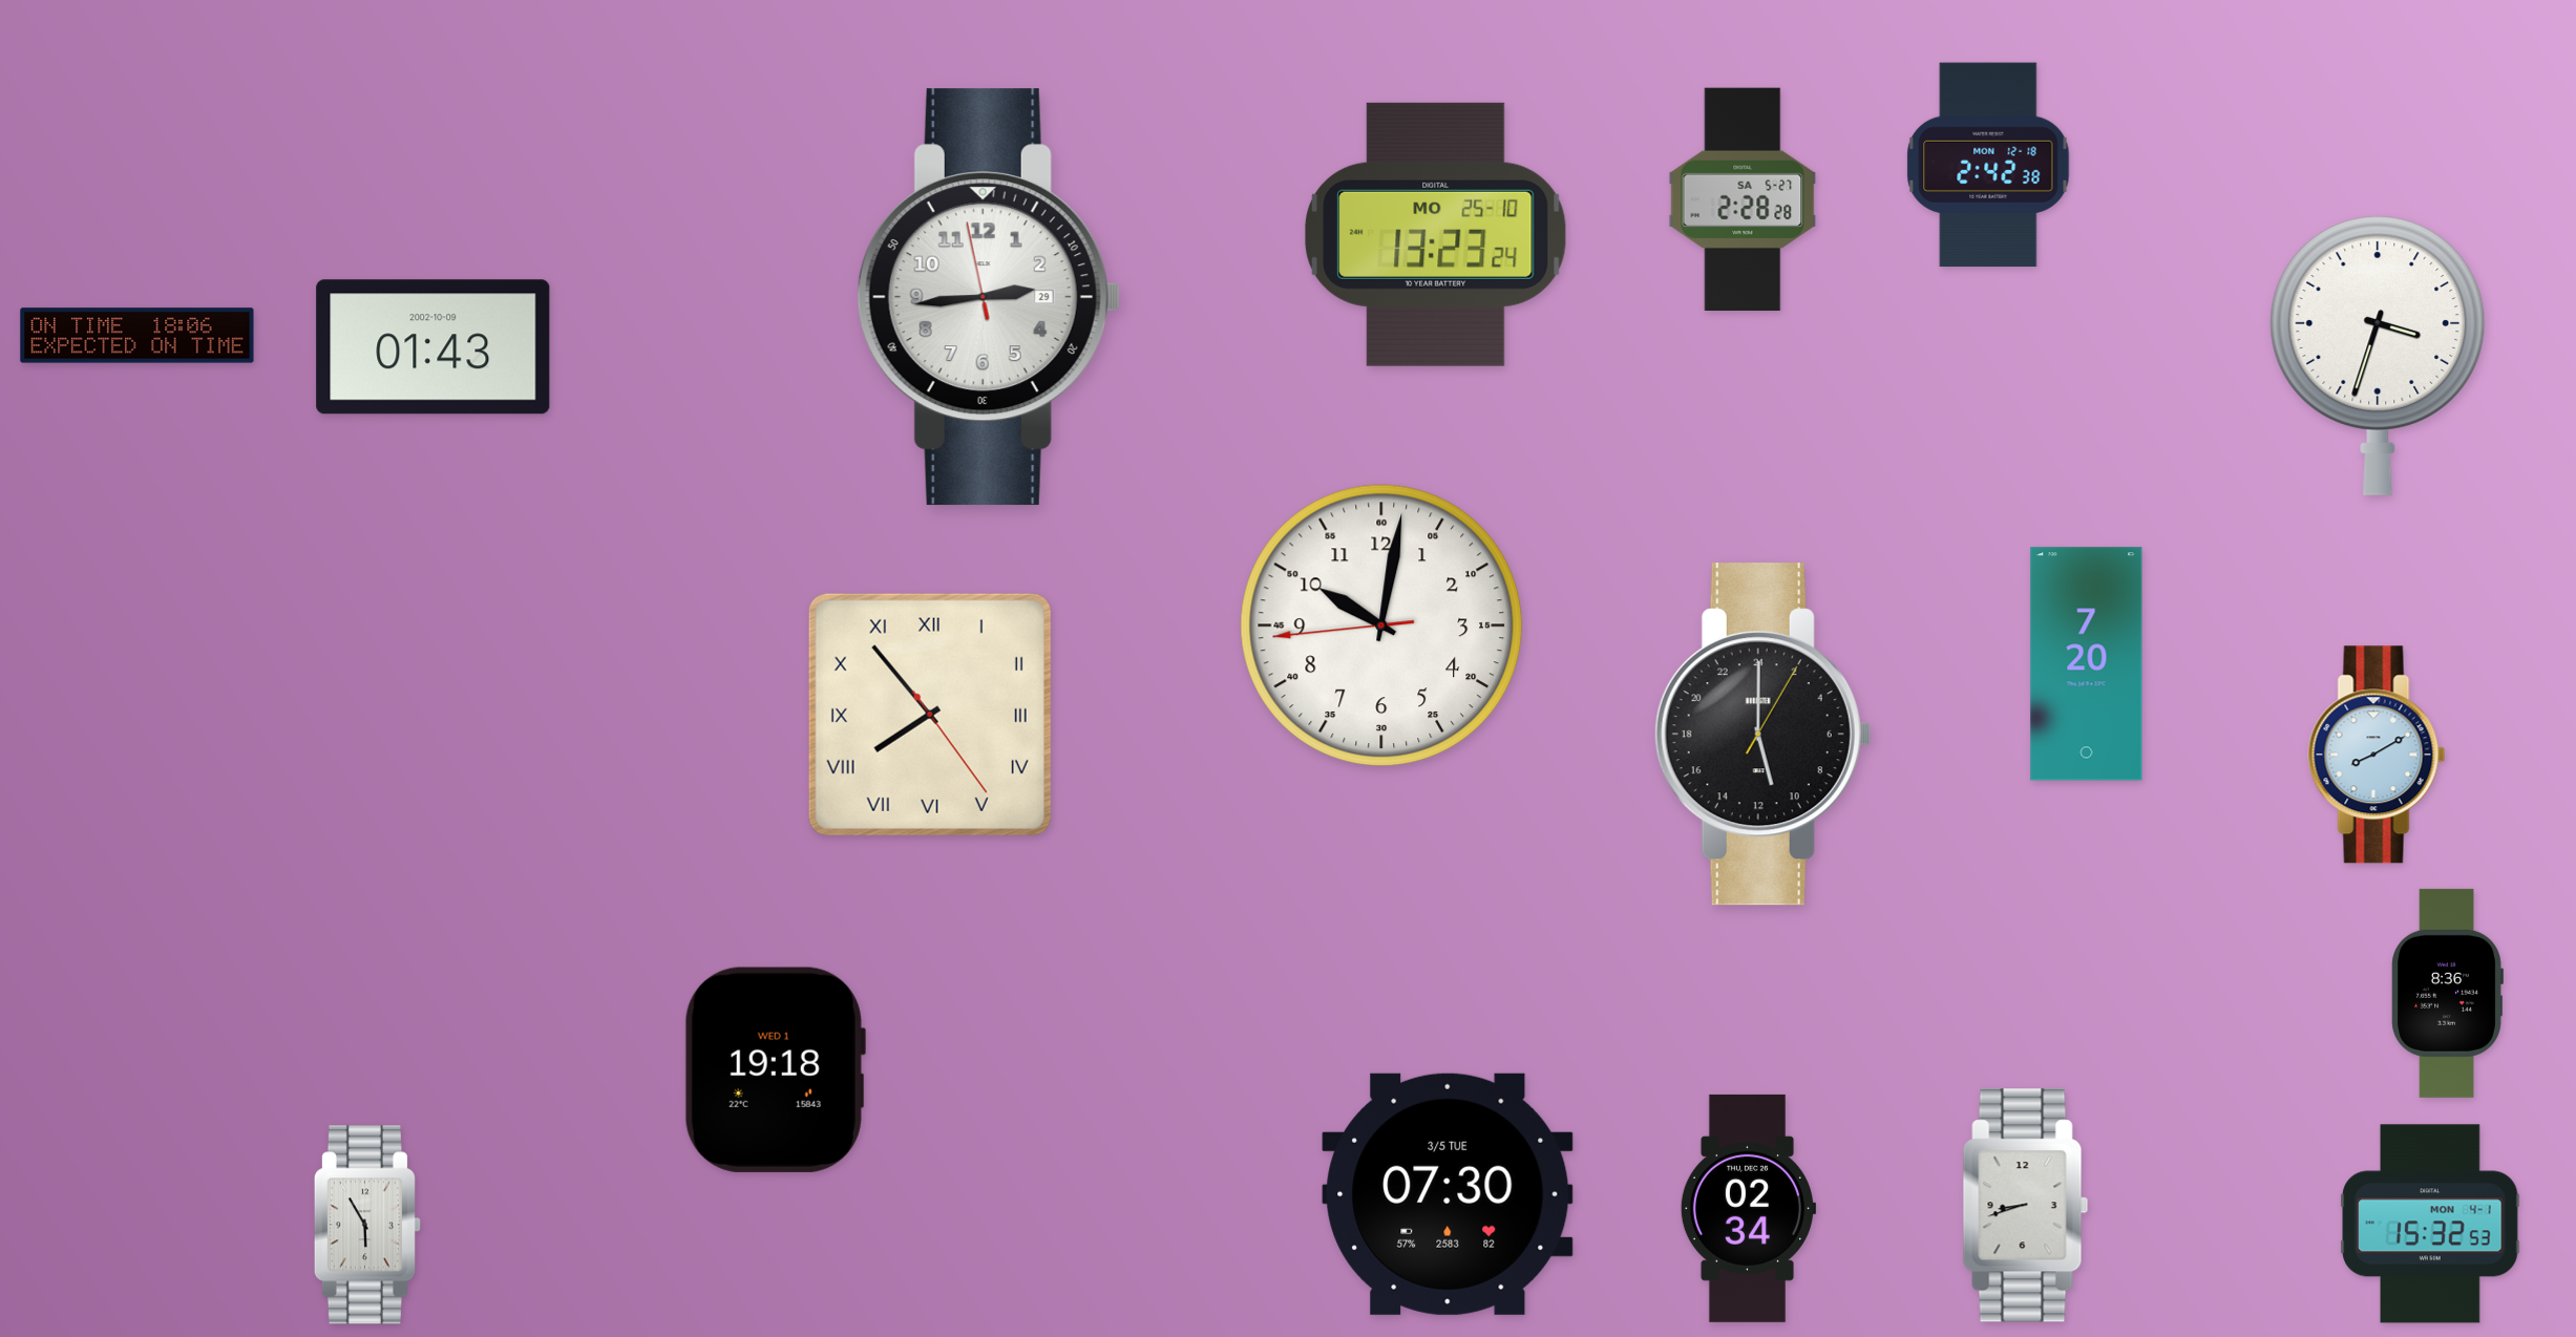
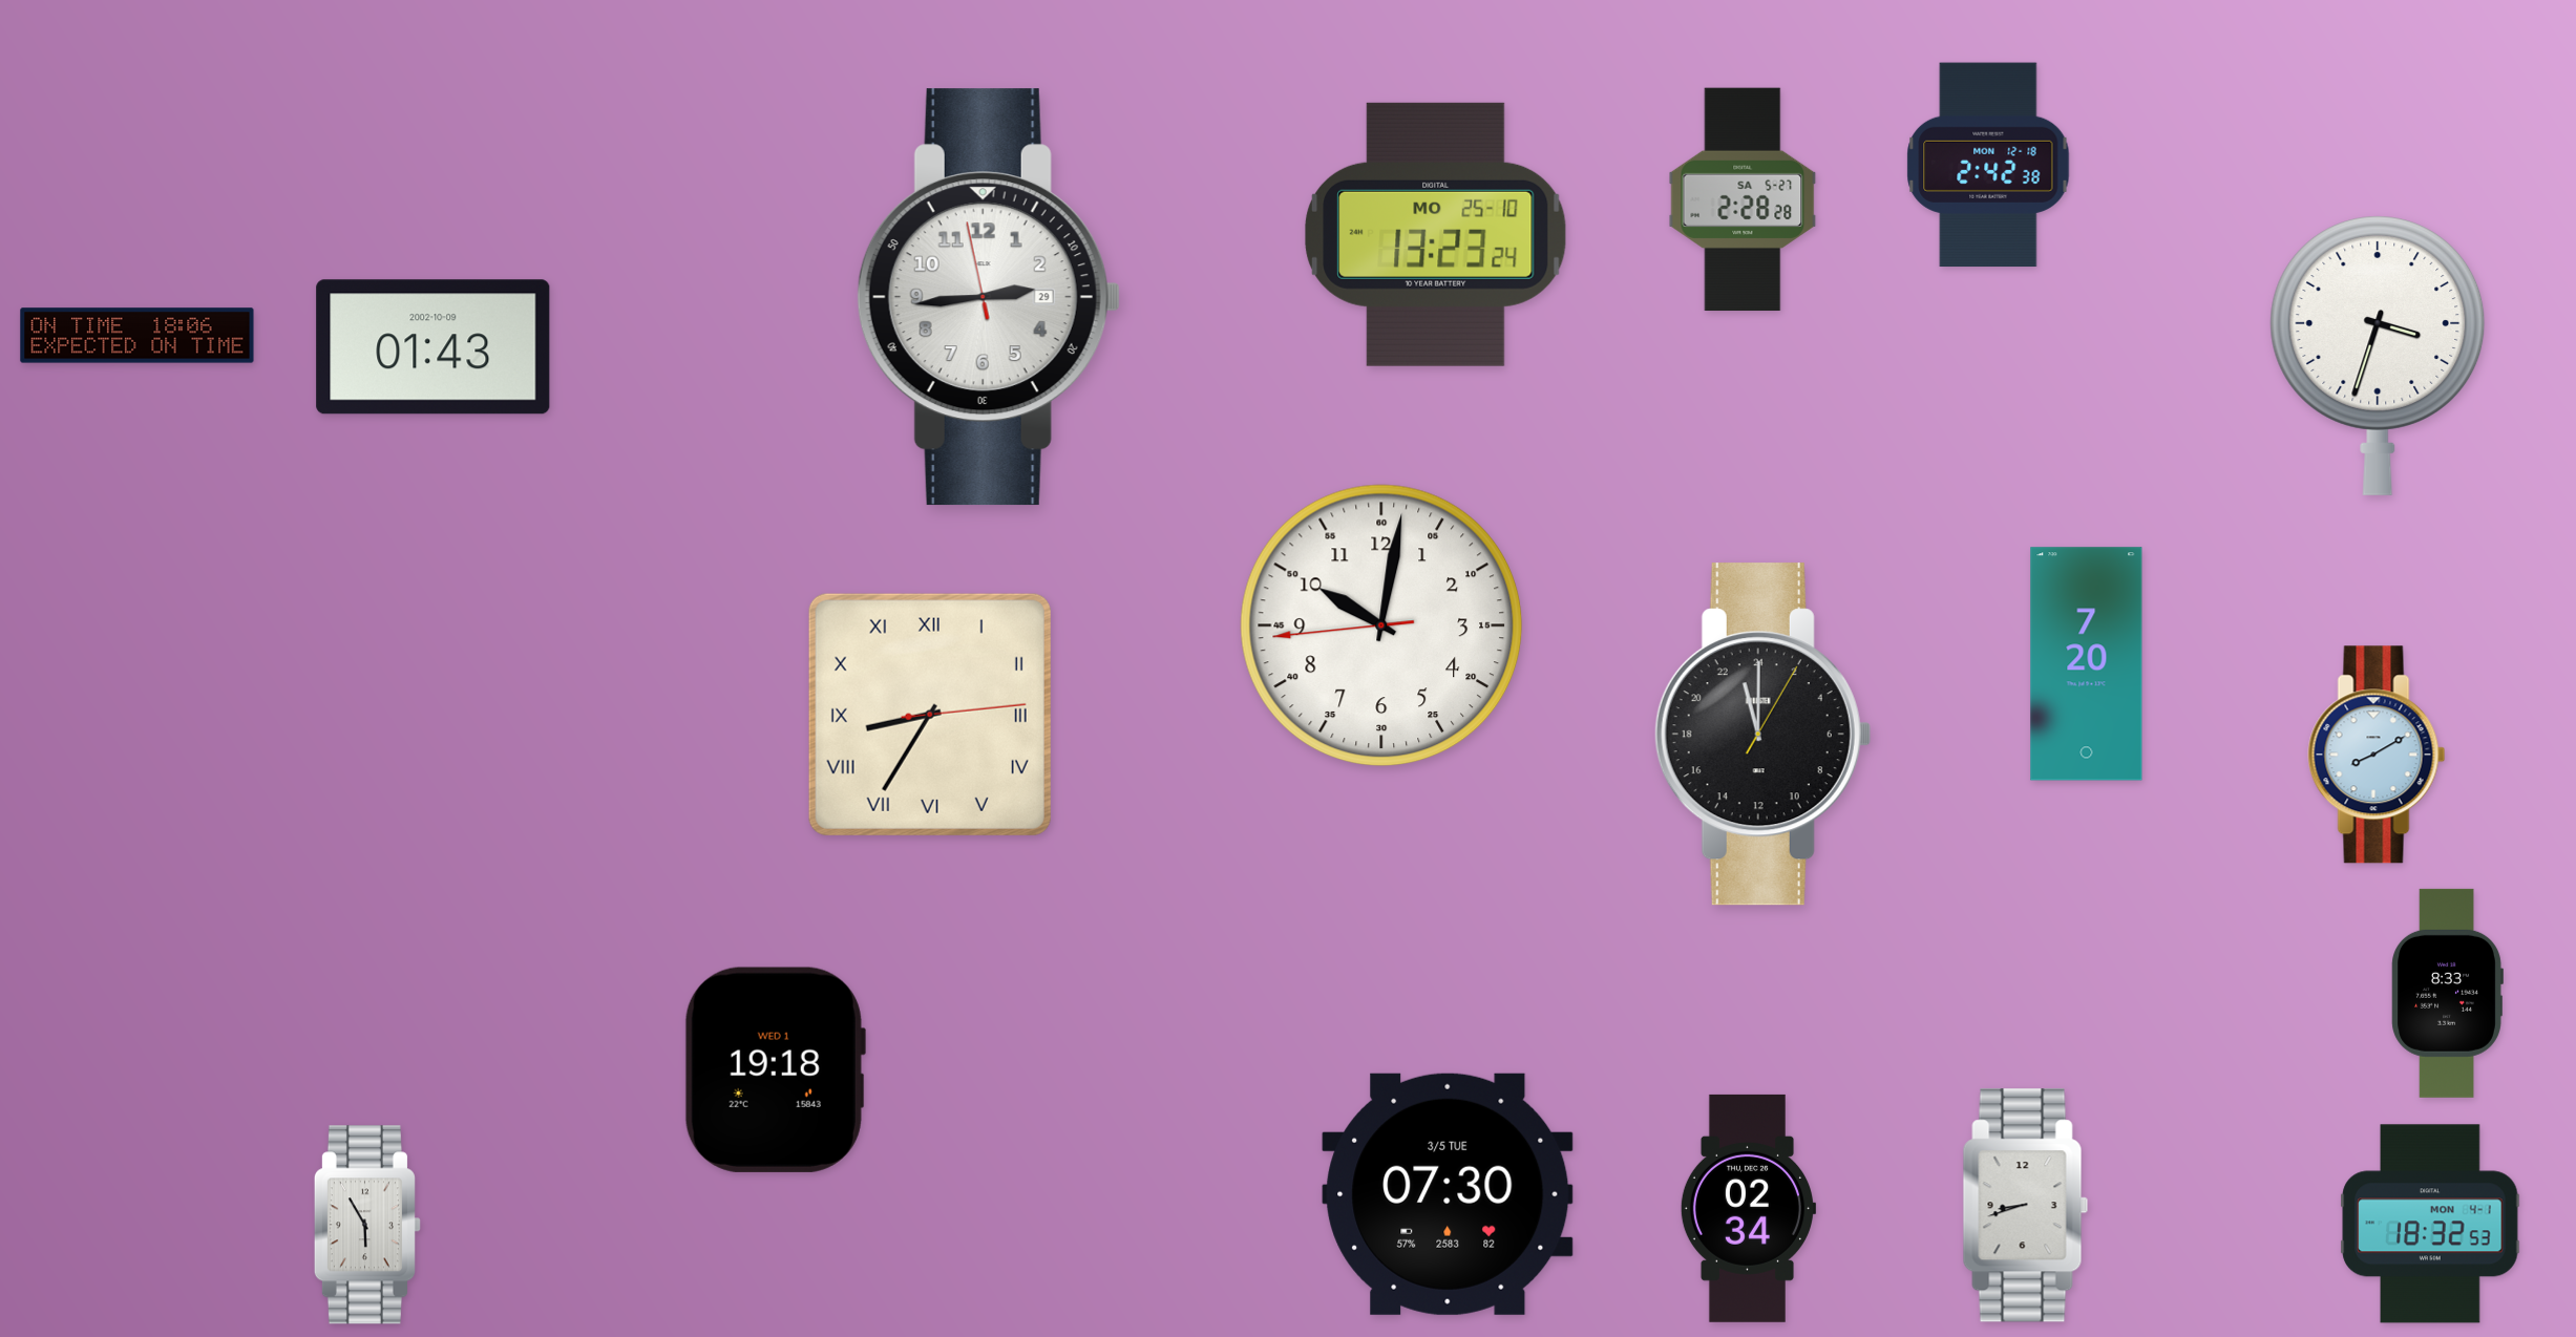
clock at (930, 715): 7:53 -> 8:35
clock at (1762, 735): 11:00 -> 23:00
clock at (2447, 993): 8:36 -> 8:33
clock at (2430, 1224): 15:32 -> 18:32
